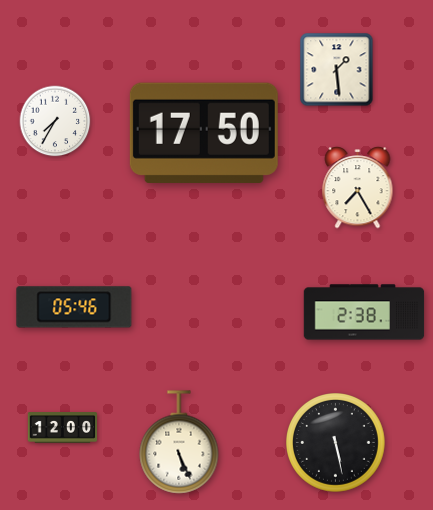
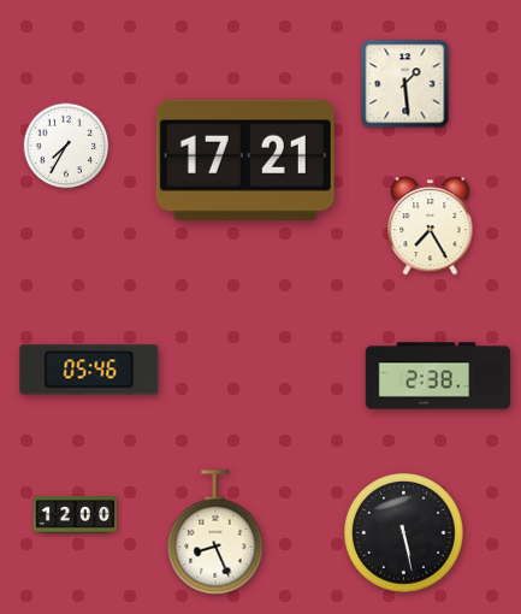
clock at (204, 133): 17:50 -> 17:21
clock at (179, 442): 5:26 -> 8:26
